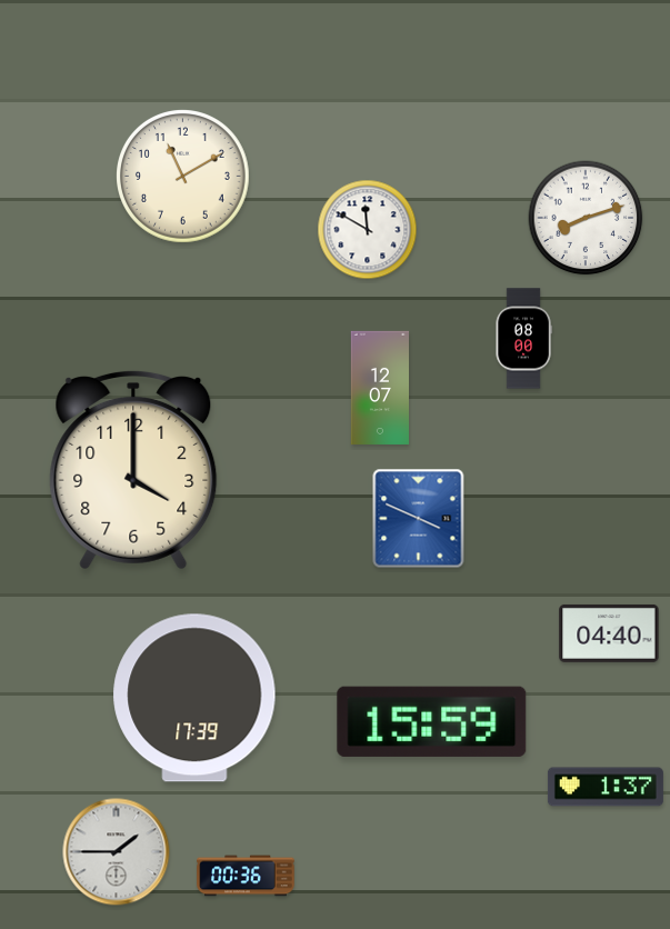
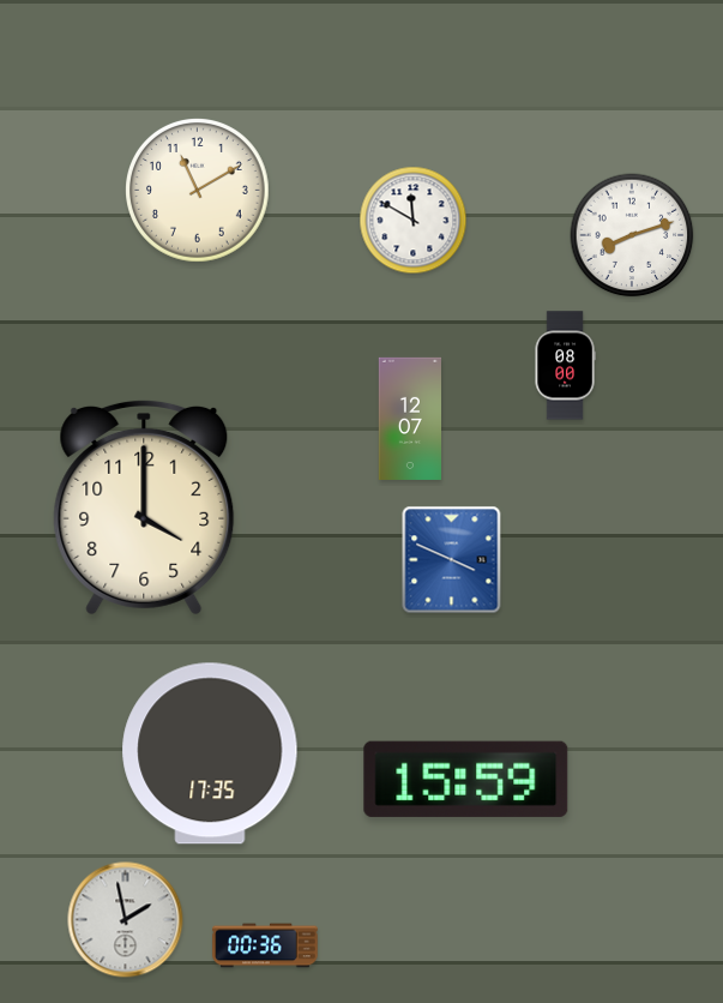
clock at (368, 230) position: (368, 230) -> (414, 221)
clock at (609, 633): 04:40 -> none
clock at (194, 698): 17:39 -> 17:35
clock at (606, 787): 1:37 -> none
clock at (117, 852): 1:45 -> 1:58
